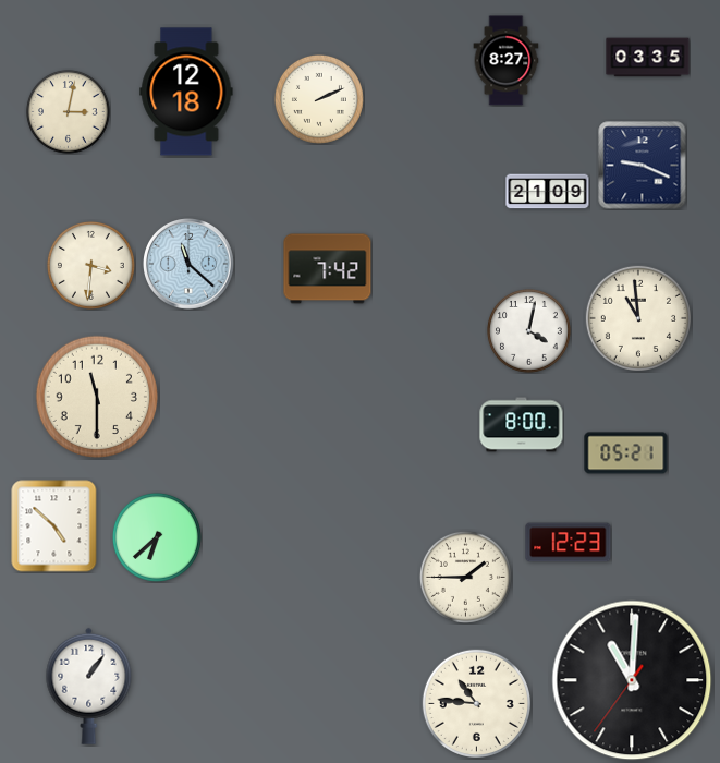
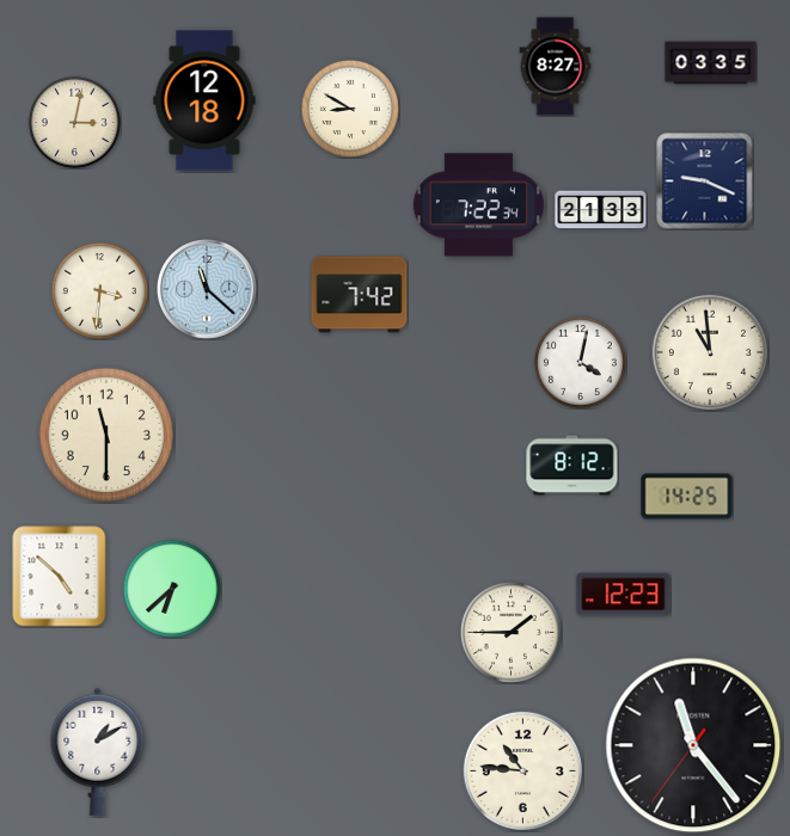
clock at (319, 99): 2:11 -> 8:50
clock at (478, 205): none -> 7:22
clock at (548, 192): 21:09 -> 21:33
clock at (638, 318) position: (638, 318) -> (710, 352)
clock at (522, 425): 8:00 -> 8:12
clock at (626, 453): 05:21 -> 14:25
clock at (632, 680): 11:00 -> 11:23
clock at (89, 686): 1:06 -> 1:10
